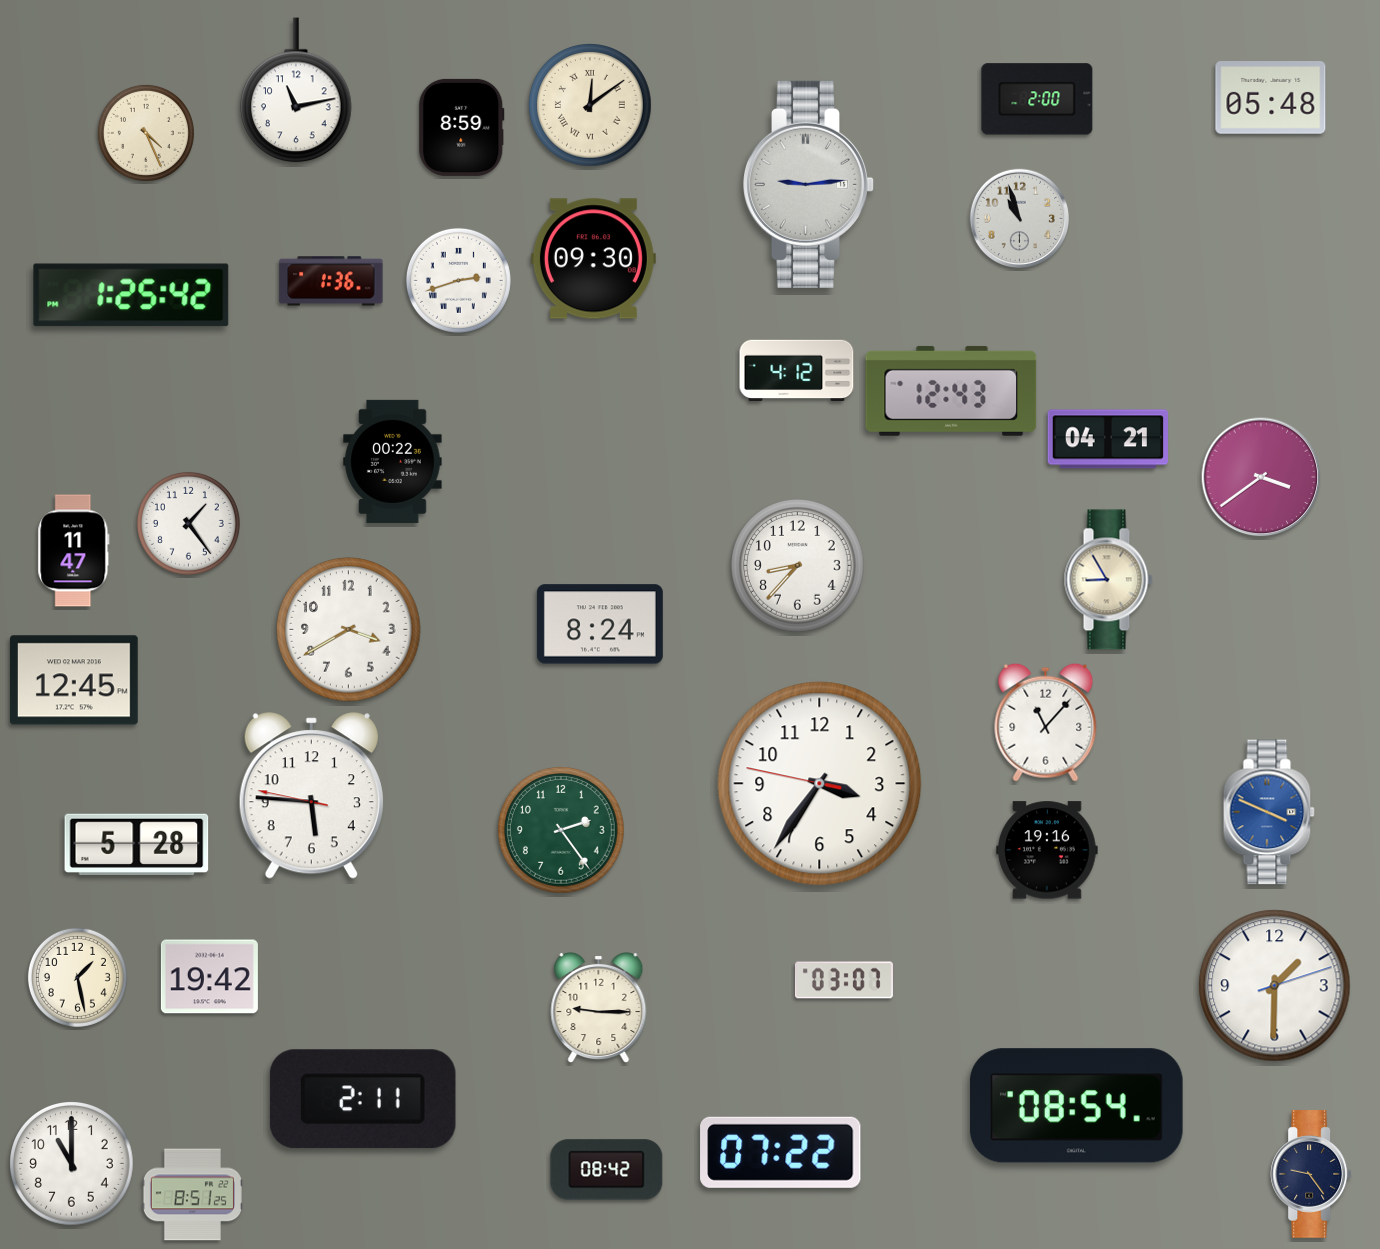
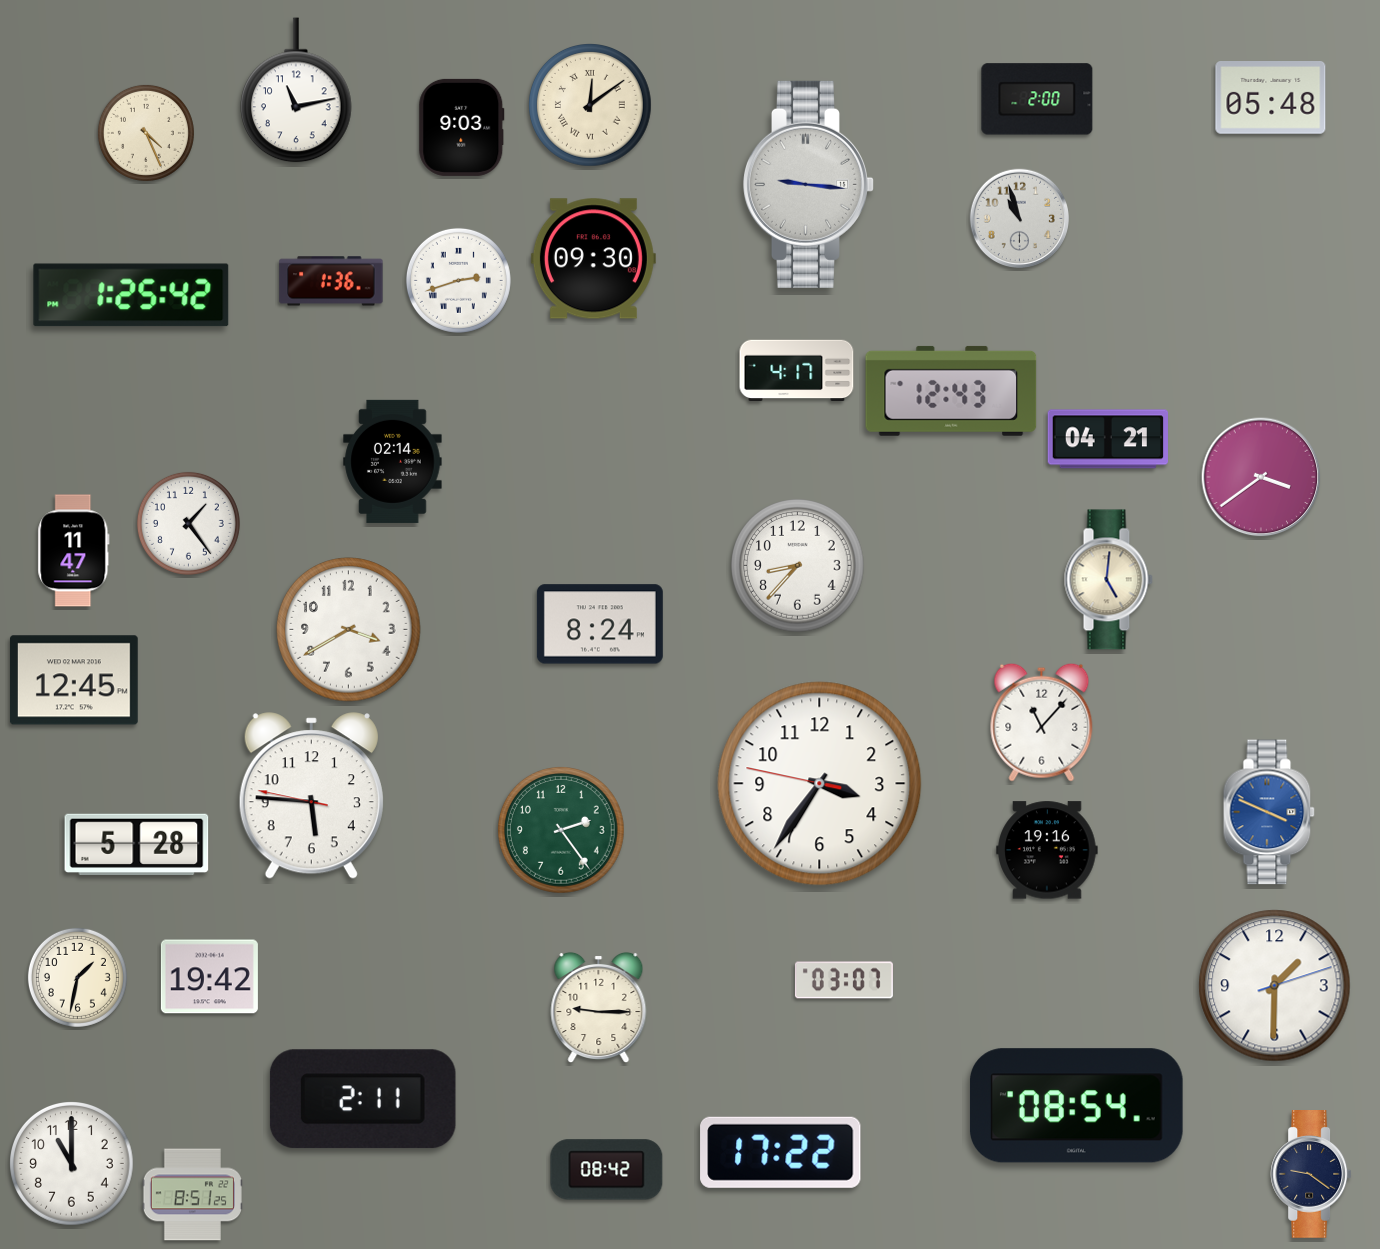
clock at (462, 127): 8:59 -> 9:03
clock at (808, 184): 9:14 -> 9:16
clock at (797, 371): 4:12 -> 4:17
clock at (393, 461): 00:22 -> 02:14
clock at (1108, 580): 8:55 -> 5:01
clock at (1046, 722) position: (1046, 722) -> (1042, 722)
clock at (77, 977): 1:28 -> 1:32
clock at (781, 1152): 07:22 -> 17:22
clock at (1311, 1175): 9:24 -> 9:21
